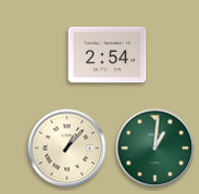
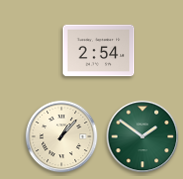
clock at (156, 148): 1:01 -> 1:51
